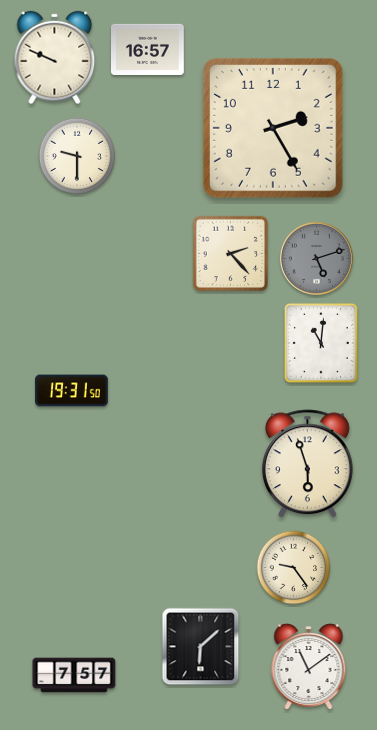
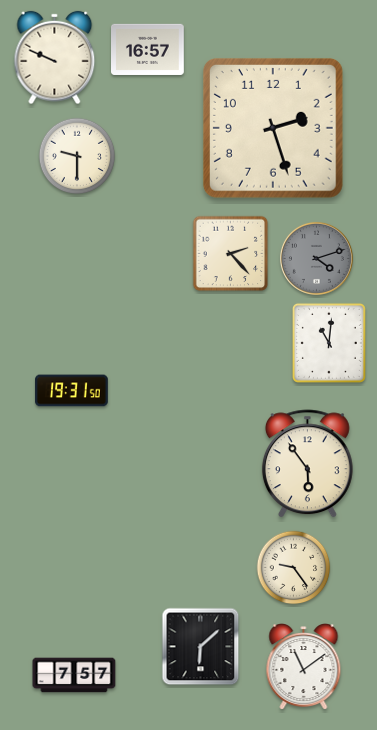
clock at (273, 128): 2:25 -> 2:27
clock at (316, 258): 5:12 -> 4:12
clock at (321, 343) position: (321, 343) -> (329, 343)
clock at (307, 464): 5:57 -> 5:54
clock at (309, 667) position: (309, 667) -> (304, 667)
